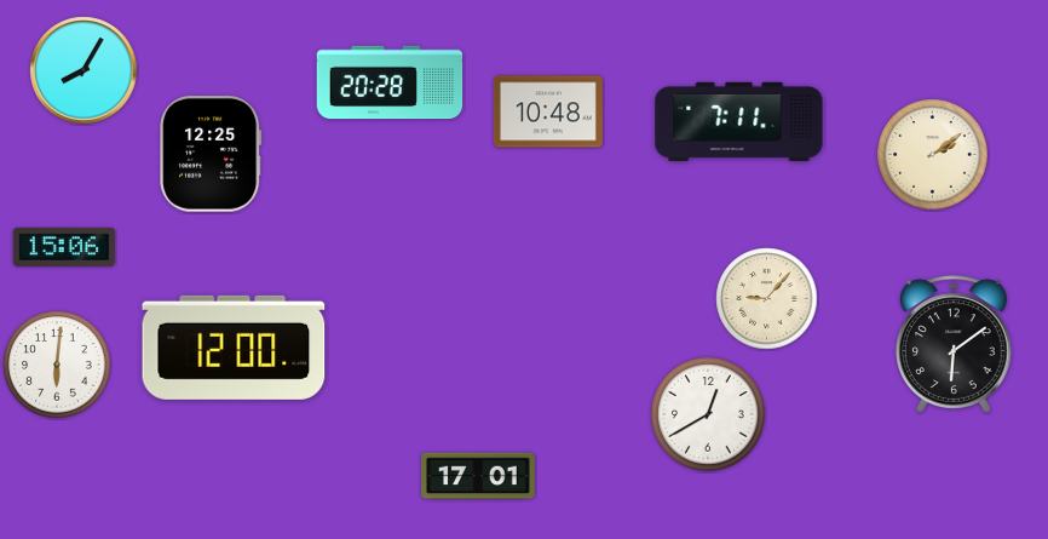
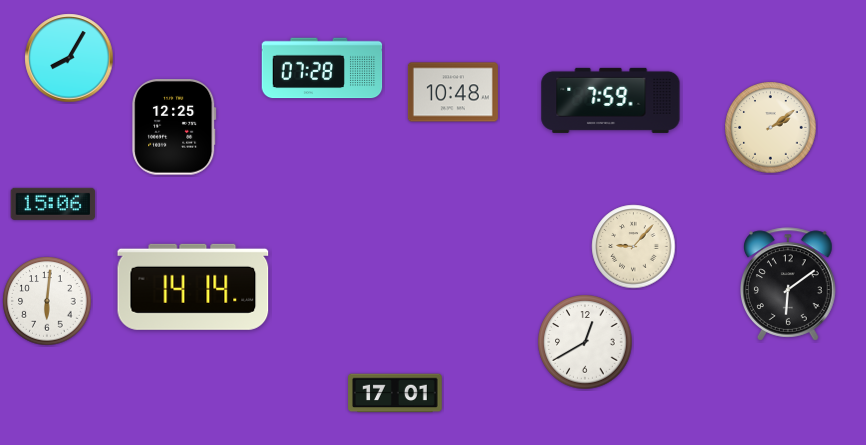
clock at (390, 82): 20:28 -> 07:28
clock at (739, 121): 7:11 -> 7:59
clock at (234, 348): 12:00 -> 14:14
